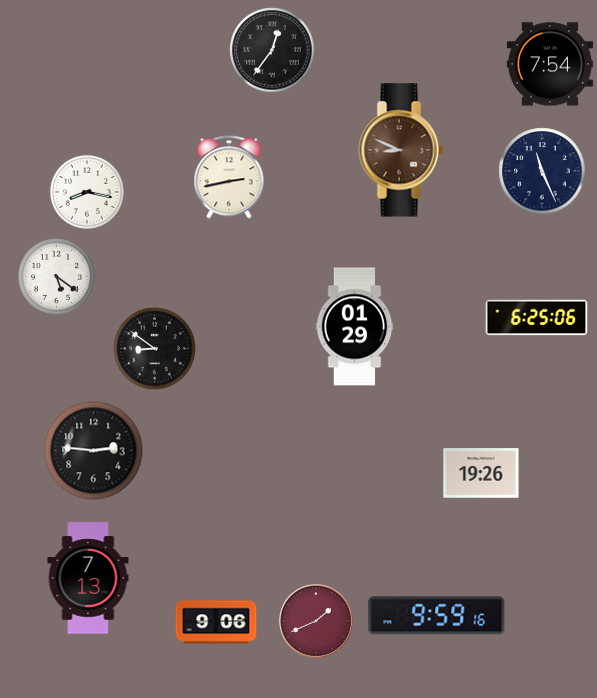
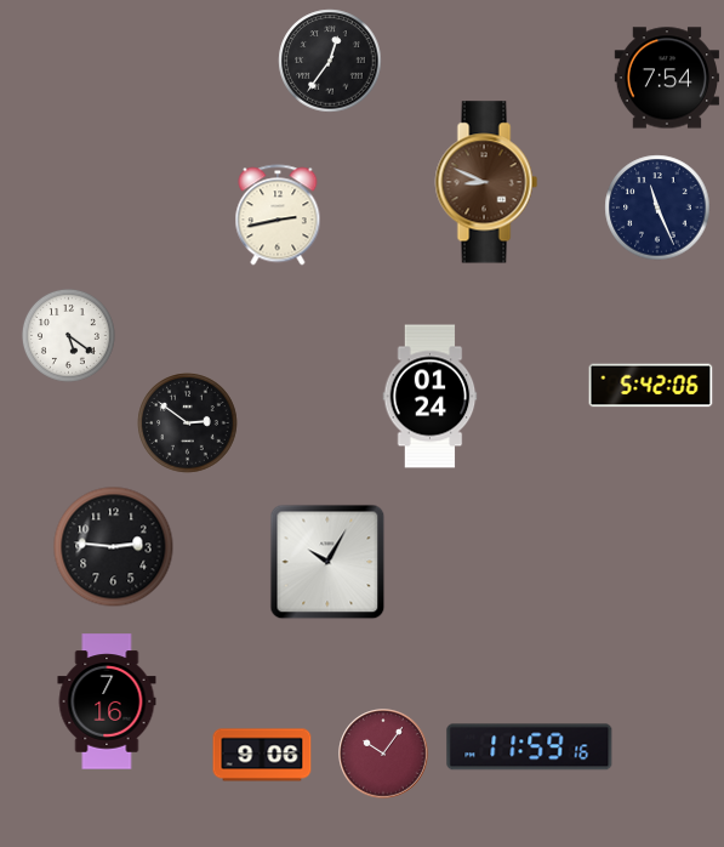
clock at (87, 192): 8:17 -> none
clock at (537, 318): 6:25 -> 5:42
clock at (355, 327): 01:29 -> 01:24
clock at (155, 349): 8:51 -> 2:51
clock at (327, 562): none -> 10:05
clock at (481, 473): 19:26 -> none
clock at (88, 578): 7:13 -> 7:16
clock at (437, 616): 9:59 -> 11:59
clock at (316, 621): 1:41 -> 10:06
